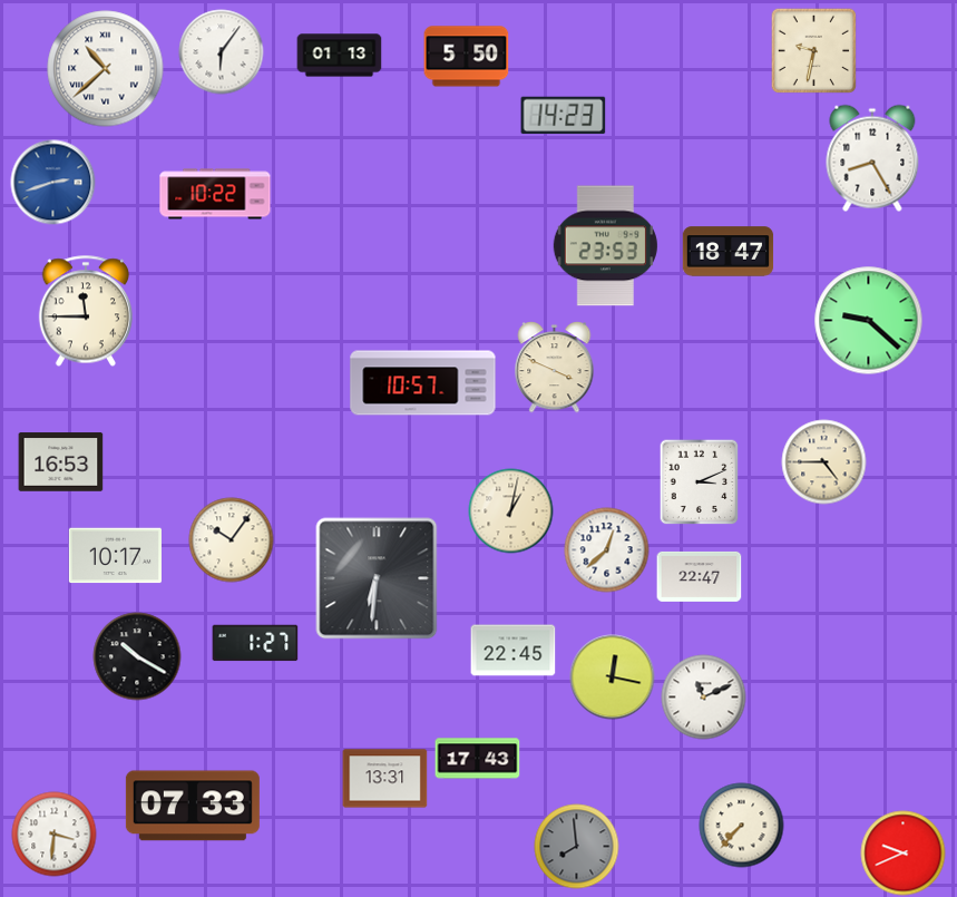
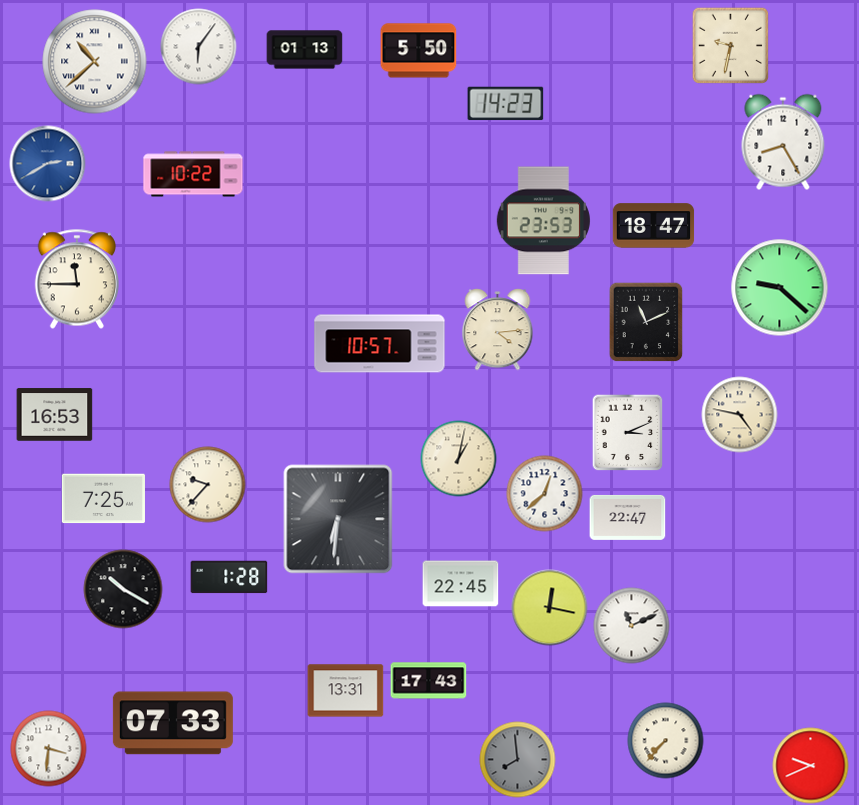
clock at (53, 183): 2:42 -> 2:40
clock at (646, 322): none -> 11:11
clock at (555, 368): 3:49 -> 4:14
clock at (824, 462): 4:45 -> 4:47
clock at (232, 540): 10:06 -> 9:37
clock at (115, 556): 10:17 -> 7:25
clock at (255, 643): 1:27 -> 1:28
clock at (385, 779) position: (385, 779) -> (346, 691)
